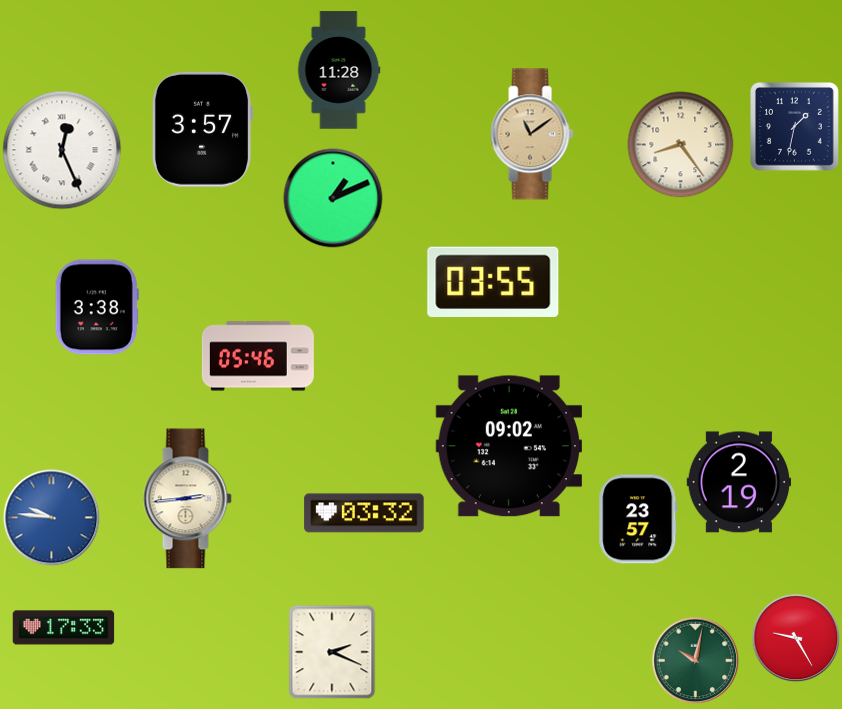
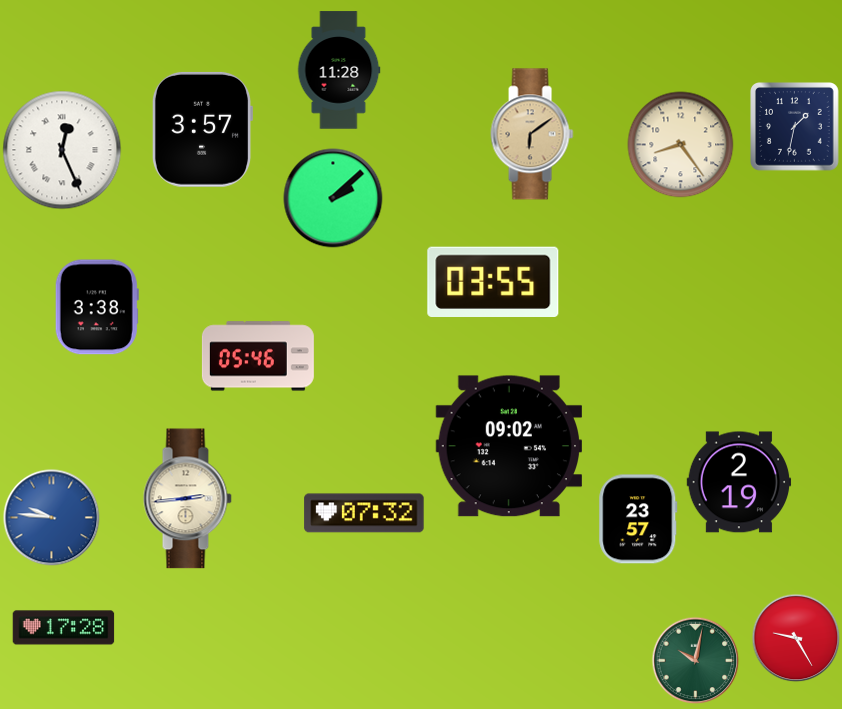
clock at (532, 134): 11:09 -> 6:09
clock at (333, 198): 1:11 -> 2:08
clock at (364, 513): 03:32 -> 07:32
clock at (64, 628): 17:33 -> 17:28
clock at (332, 652): 2:19 -> none
